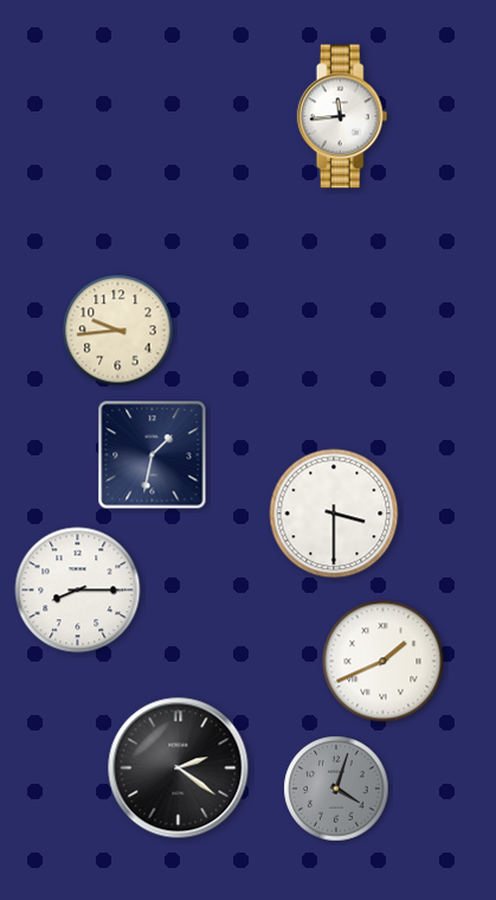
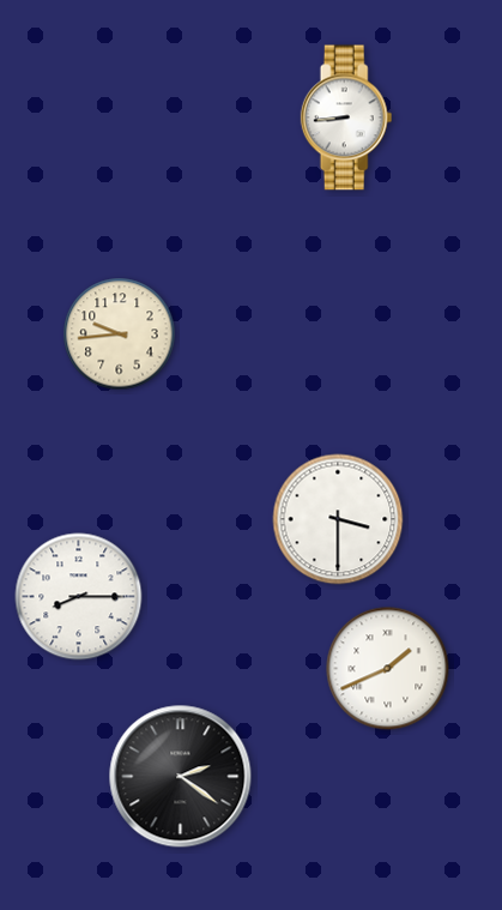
clock at (342, 116): 11:44 -> 8:44
clock at (153, 455): 1:32 -> none
clock at (336, 789): 4:03 -> none
